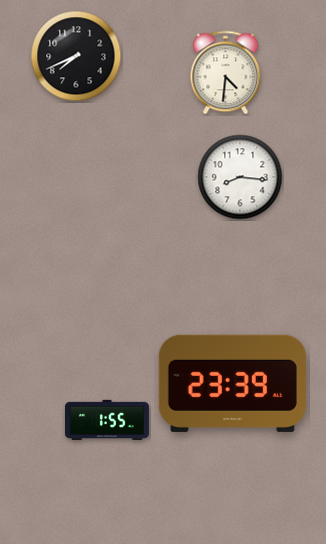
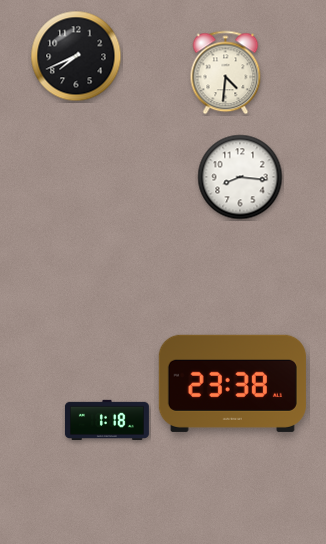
clock at (232, 383): 23:39 -> 23:38
clock at (107, 419): 1:55 -> 1:18
